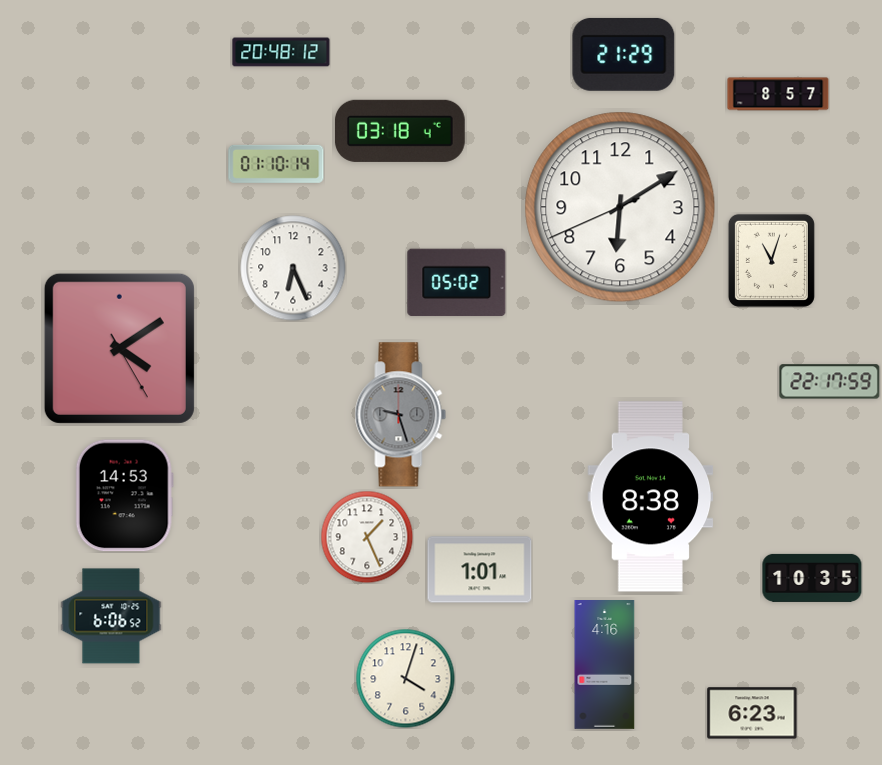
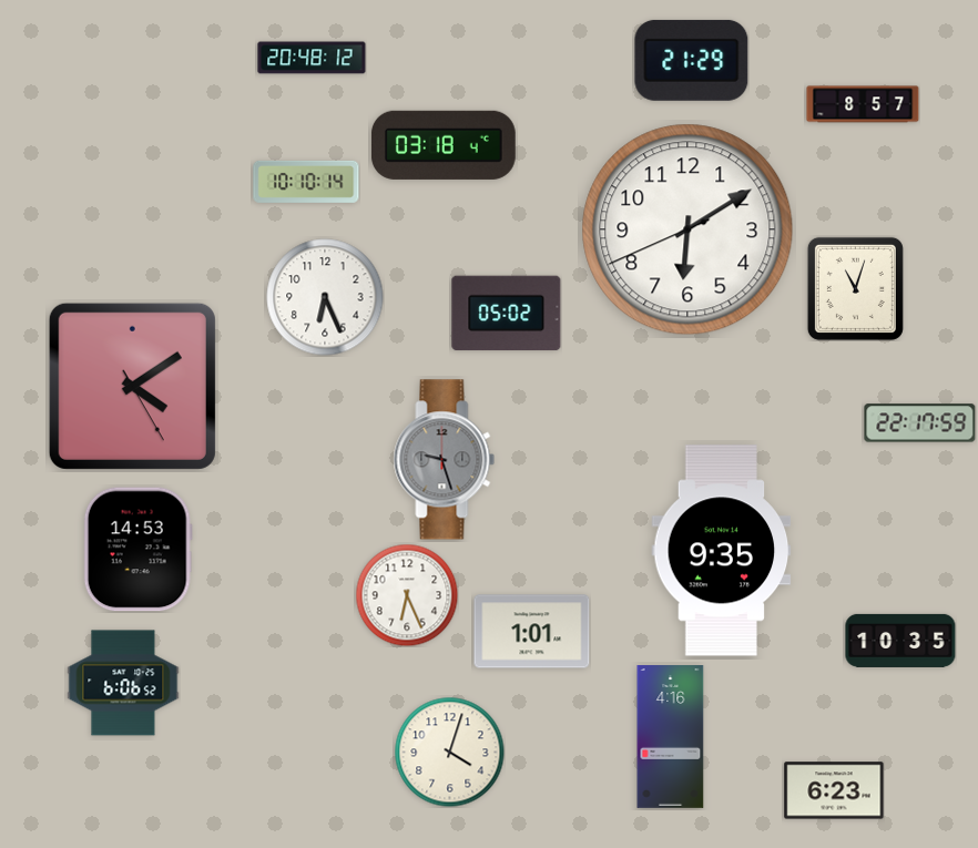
clock at (276, 164): 01:10 -> 10:10
clock at (651, 497): 8:38 -> 9:35
clock at (367, 537): 1:26 -> 6:26
